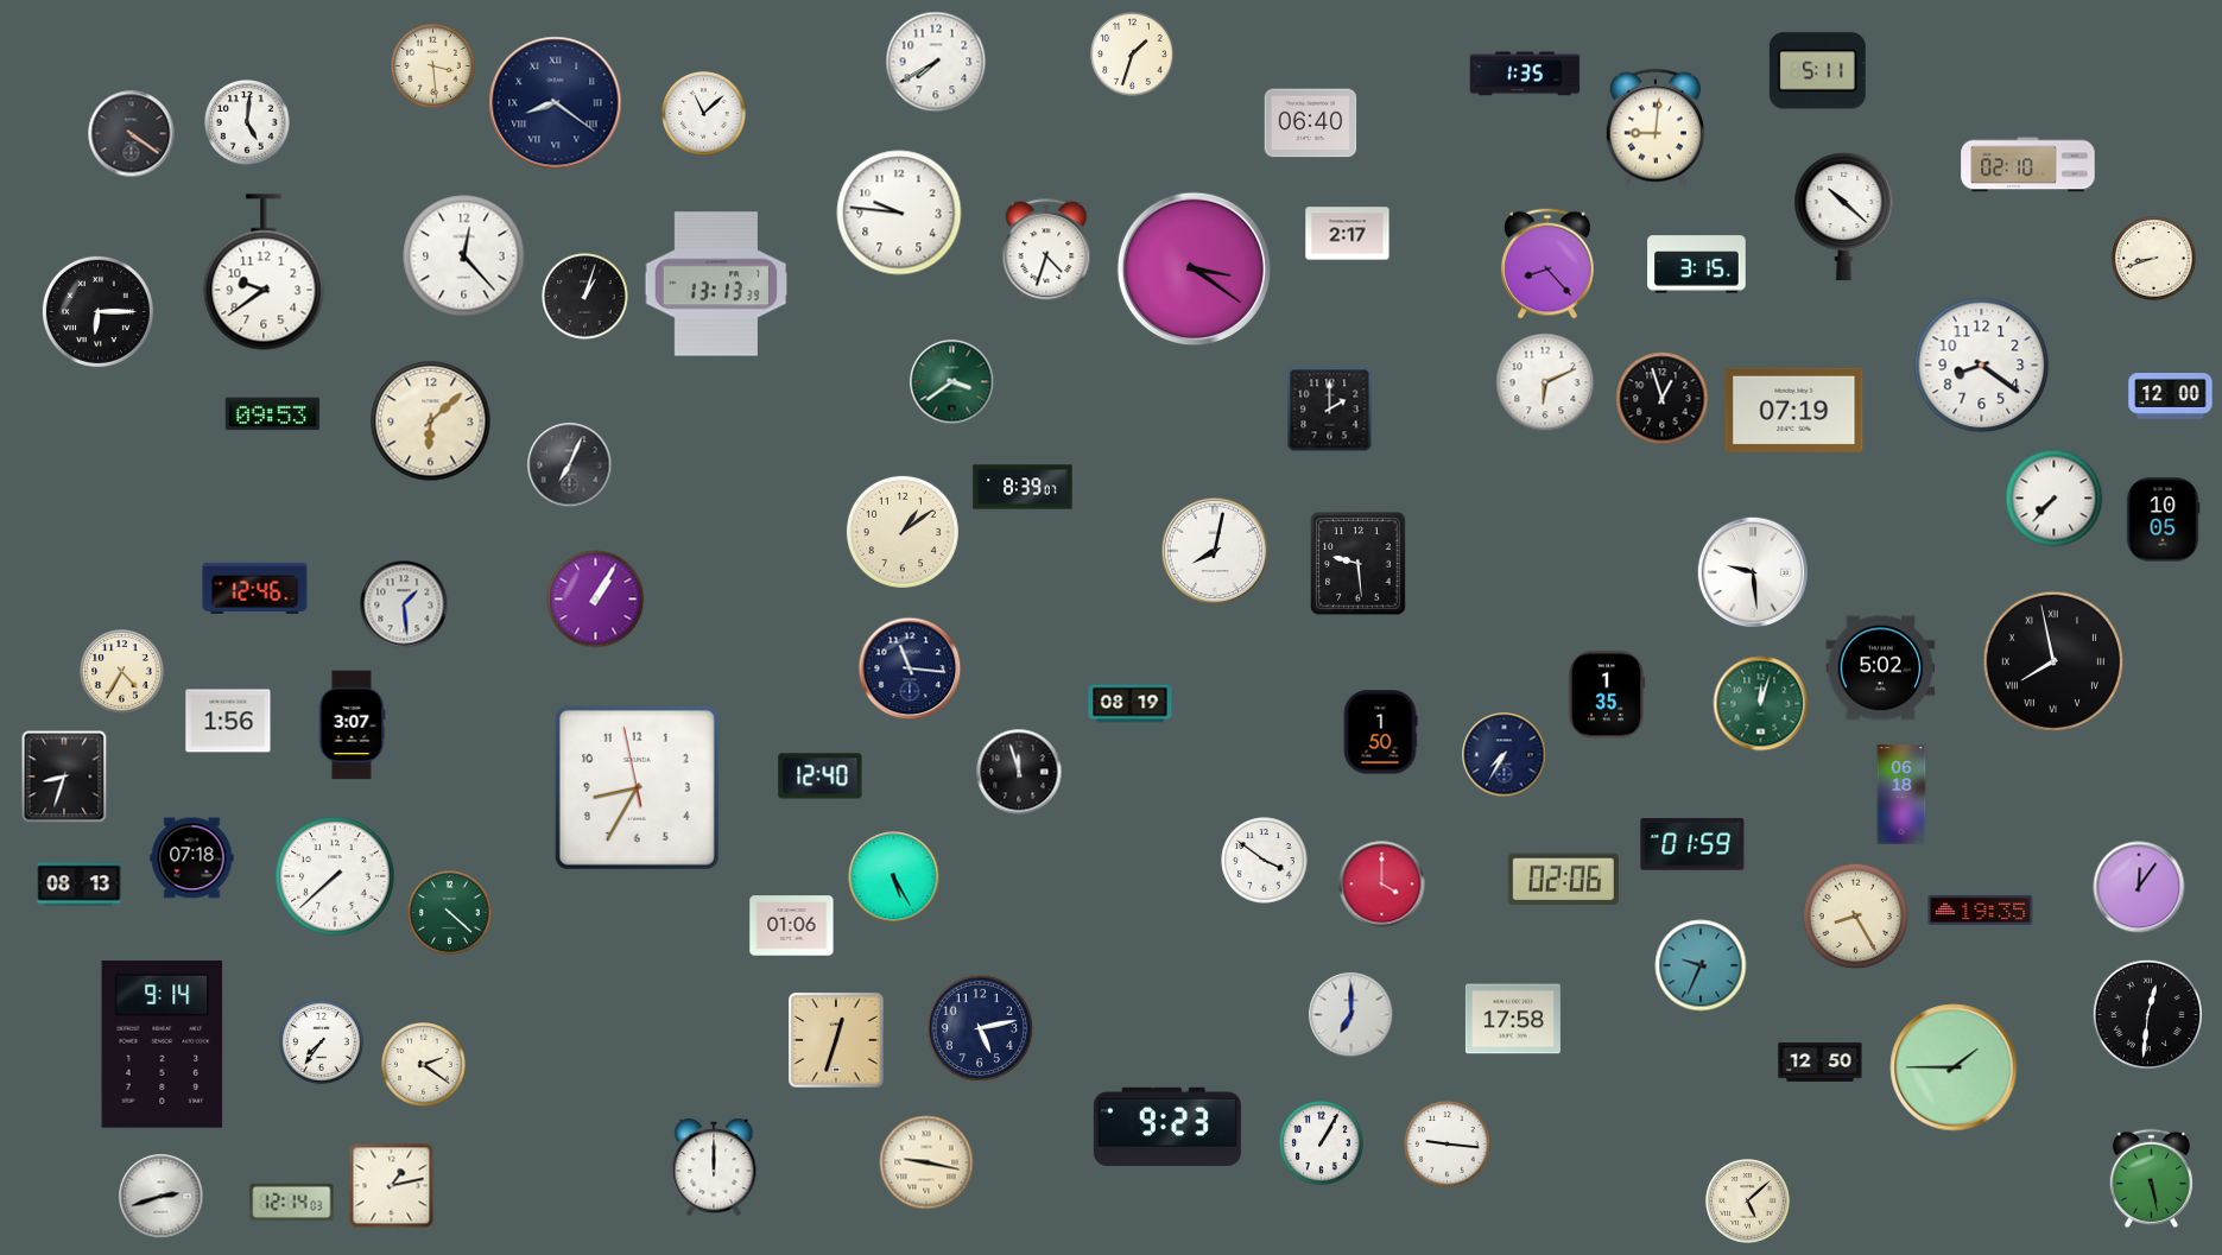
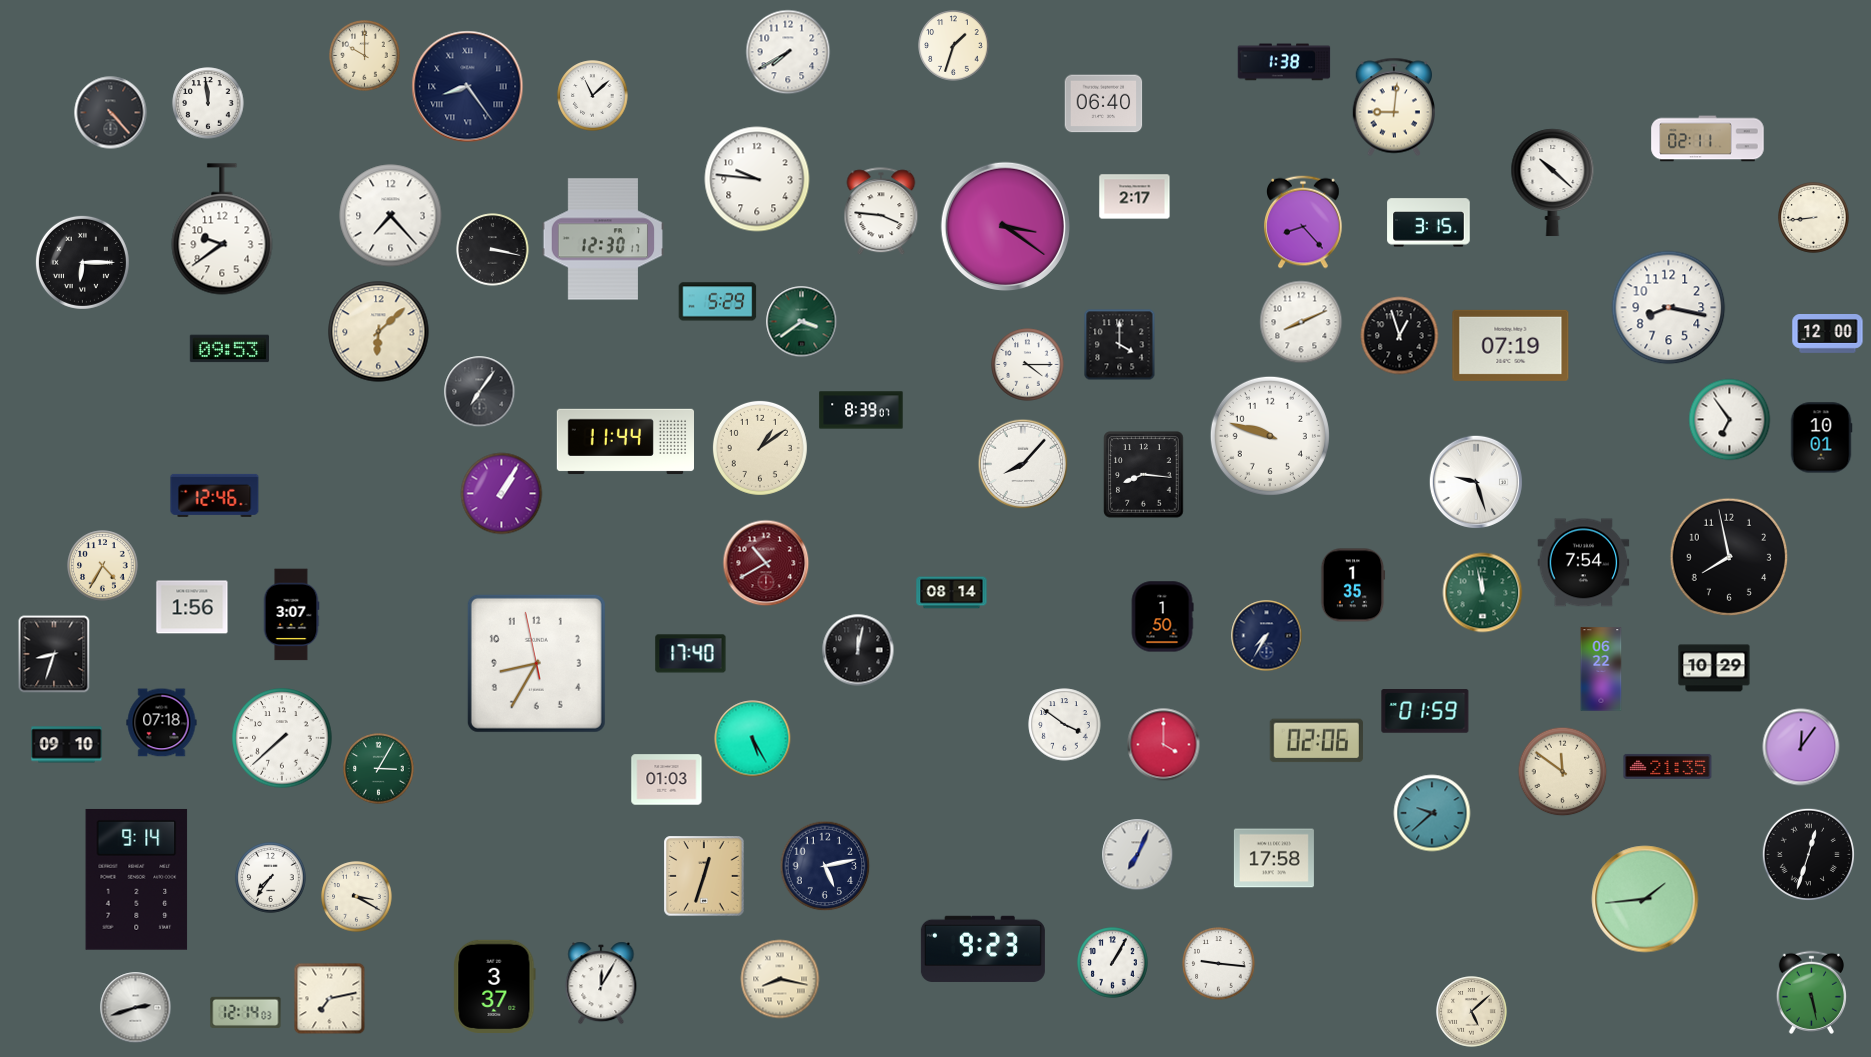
clock at (433, 66): 3:29 -> 10:00
clock at (1817, 71): 5:11 -> none
clock at (1525, 74): 1:35 -> 1:38
clock at (556, 103): 8:21 -> 8:24
clock at (247, 122): 5:01 -> 11:59
clock at (132, 134): 4:21 -> 4:23
clock at (2028, 165): 02:10 -> 02:11
clock at (1046, 252): 4:33 -> 3:46
clock at (464, 256): 12:23 -> 7:23
clock at (2154, 259): 8:42 -> 8:44
clock at (715, 284): 13:13 -> 12:30
clock at (585, 297): 1:03 -> 3:17
clock at (718, 302): none -> 5:29
clock at (1982, 366): 8:21 -> 8:17
clock at (1545, 382): 6:11 -> 8:11
clock at (1330, 410): 2:00 -> 4:00
clock at (431, 421) position: (431, 421) -> (379, 332)
clock at (1028, 365): none -> 4:15
clock at (570, 465): 7:04 -> 7:06
clock at (2055, 499): 7:37 -> 6:54
clock at (1270, 436): none -> 9:48
clock at (2163, 520): 10:05 -> 10:01
clock at (625, 442): none -> 11:44
clock at (1215, 551): 8:02 -> 8:07
clock at (1359, 564): 9:29 -> 8:16
clock at (1753, 572): 9:29 -> 9:27
clock at (596, 600) position: (596, 600) -> (502, 494)
clock at (404, 604): 1:29 -> none
clock at (2052, 660) numerals: Roman -> Arabic
clock at (910, 668): 11:16 -> 10:40
clock at (910, 668) dial: navy -> burgundy
clock at (1881, 668): 5:02 -> 7:54
clock at (1131, 704): 08:19 -> 08:14
clock at (1761, 704): 12:03 -> 11:58
clock at (352, 725) position: (352, 725) -> (291, 615)
clock at (1019, 772): 11:57 -> 12:02
clock at (821, 777): 12:40 -> 17:40
clock at (1714, 668): none -> 10:29
clock at (1901, 794): 06:18 -> 06:22
clock at (80, 885): 08:13 -> 09:10
clock at (1981, 909): 19:35 -> 21:35
clock at (450, 913): 4:22 -> 3:05
clock at (1856, 917): 8:25 -> 11:51
clock at (792, 926): 01:06 -> 01:03
clock at (1701, 965): 9:34 -> 9:38
clock at (2147, 1014): 12:31 -> 12:33
clock at (1351, 1015): 7:00 -> 7:04
clock at (1821, 1061): 12:50 -> none
clock at (424, 1065): 2:21 -> 3:20
clock at (1954, 1067): 1:45 -> 1:44
clock at (926, 1162): 9:17 -> 8:17
clock at (714, 1167): 12:00 -> 12:05
clock at (495, 986): none -> 3:37
clock at (392, 1186): 1:13 -> 7:13
